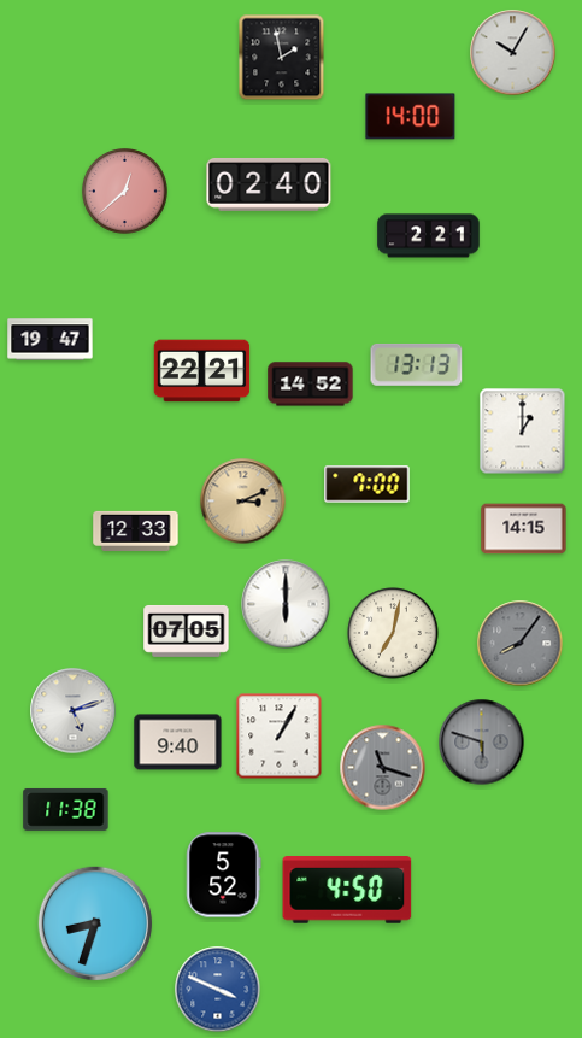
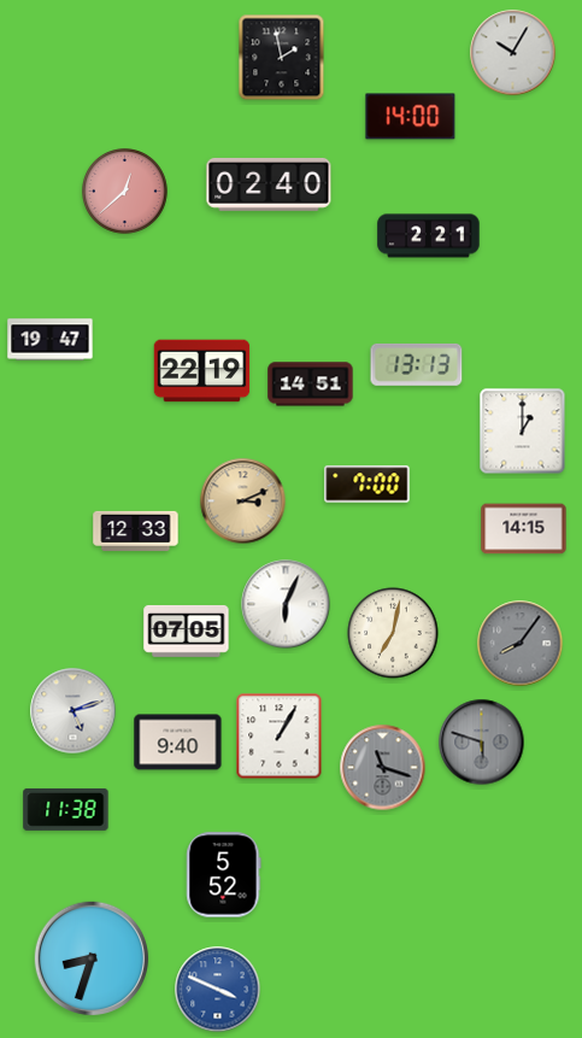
clock at (202, 371): 22:21 -> 22:19
clock at (311, 385): 14:52 -> 14:51
clock at (286, 604): 6:00 -> 6:04
clock at (347, 891): 4:50 -> none
clock at (95, 923) position: (95, 923) -> (92, 958)
